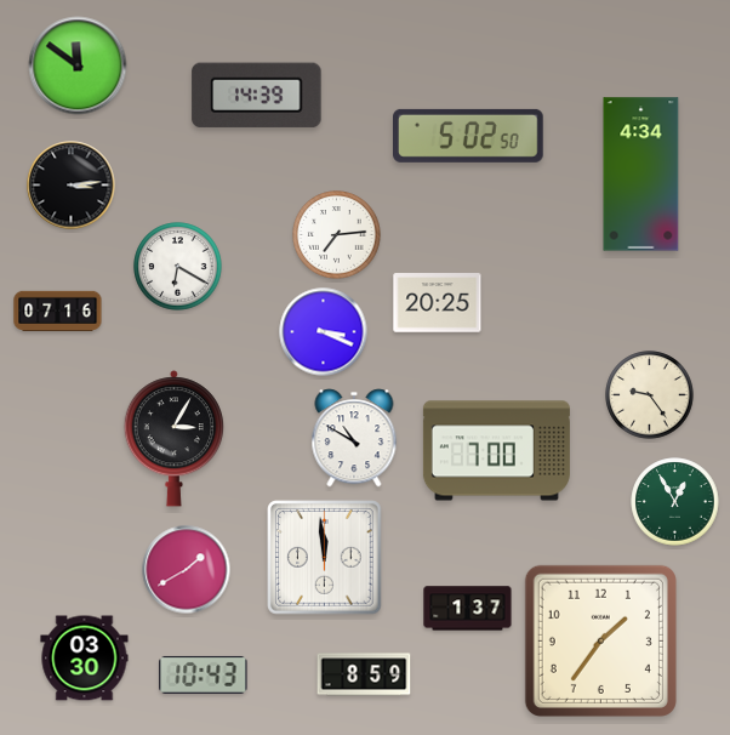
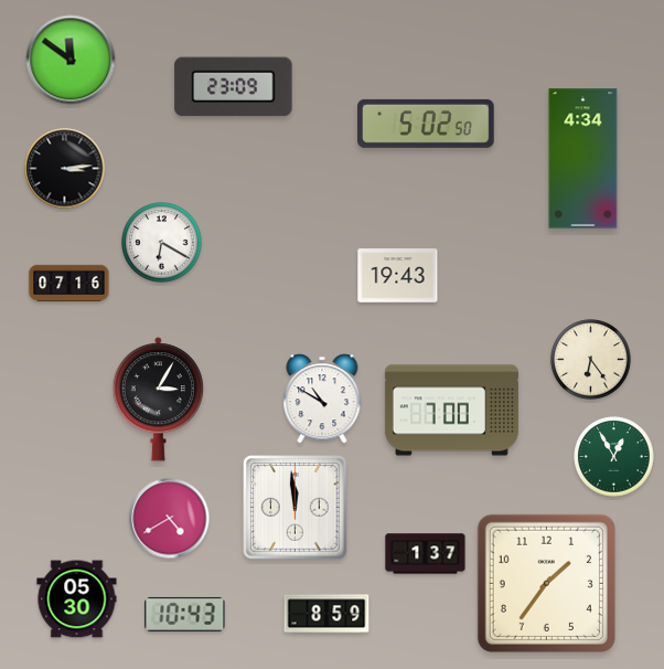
clock at (257, 96): 14:39 -> 23:09
clock at (337, 235): 7:14 -> none
clock at (438, 303): 20:25 -> 19:43
clock at (58, 312) position: (58, 312) -> (69, 284)
clock at (324, 332): 3:19 -> none
clock at (650, 395): 9:24 -> 6:24
clock at (187, 570): 1:40 -> 4:40
clock at (85, 659): 03:30 -> 05:30
clock at (364, 674) position: (364, 674) -> (326, 614)
